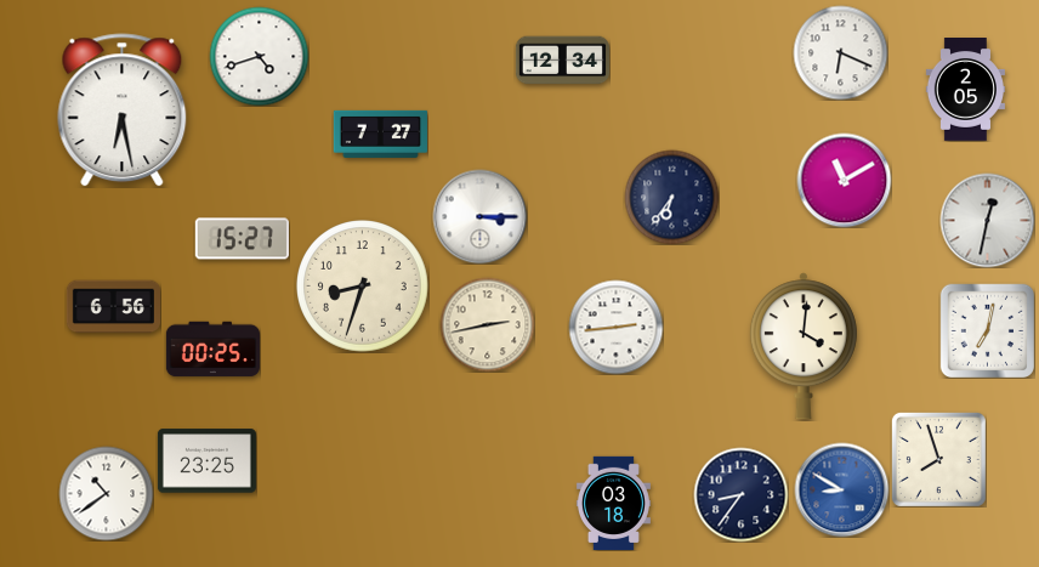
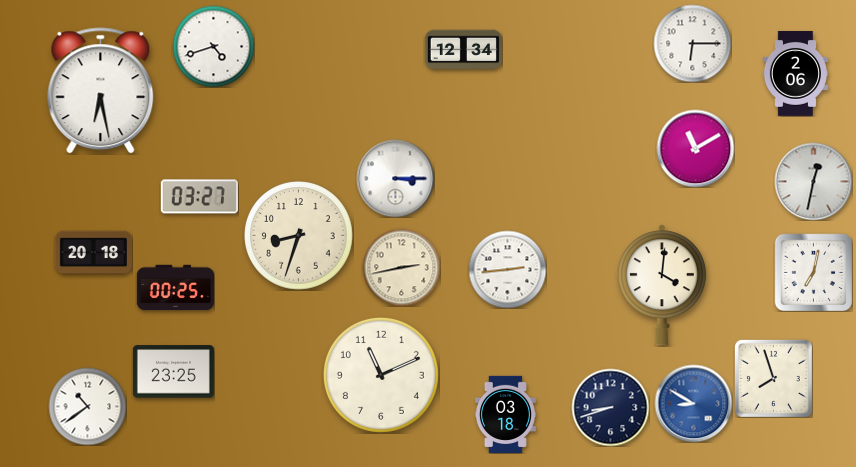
clock at (840, 52): 6:19 -> 6:15
clock at (965, 90): 2:05 -> 2:06
clock at (380, 134): 7:27 -> none
clock at (671, 197): 6:36 -> none
clock at (242, 239): 15:27 -> 03:27
clock at (113, 307): 6:56 -> 20:18
clock at (381, 375): none -> 11:11
clock at (206, 461) position: (206, 461) -> (173, 372)
clock at (740, 494): 8:36 -> 8:42
